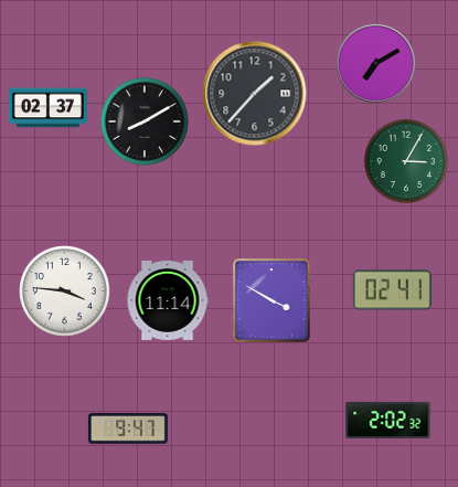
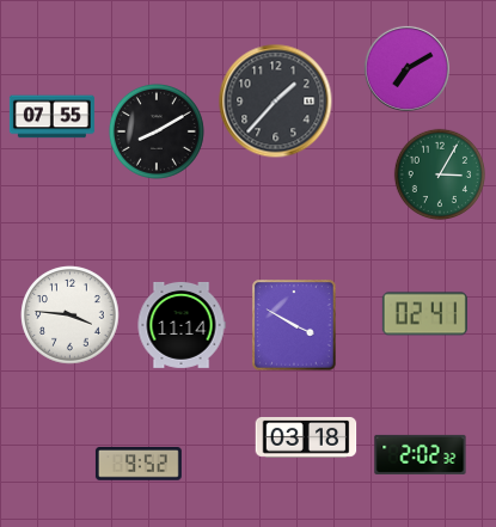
clock at (47, 108): 02:37 -> 07:55
clock at (306, 437): none -> 03:18
clock at (128, 428): 9:47 -> 9:52
